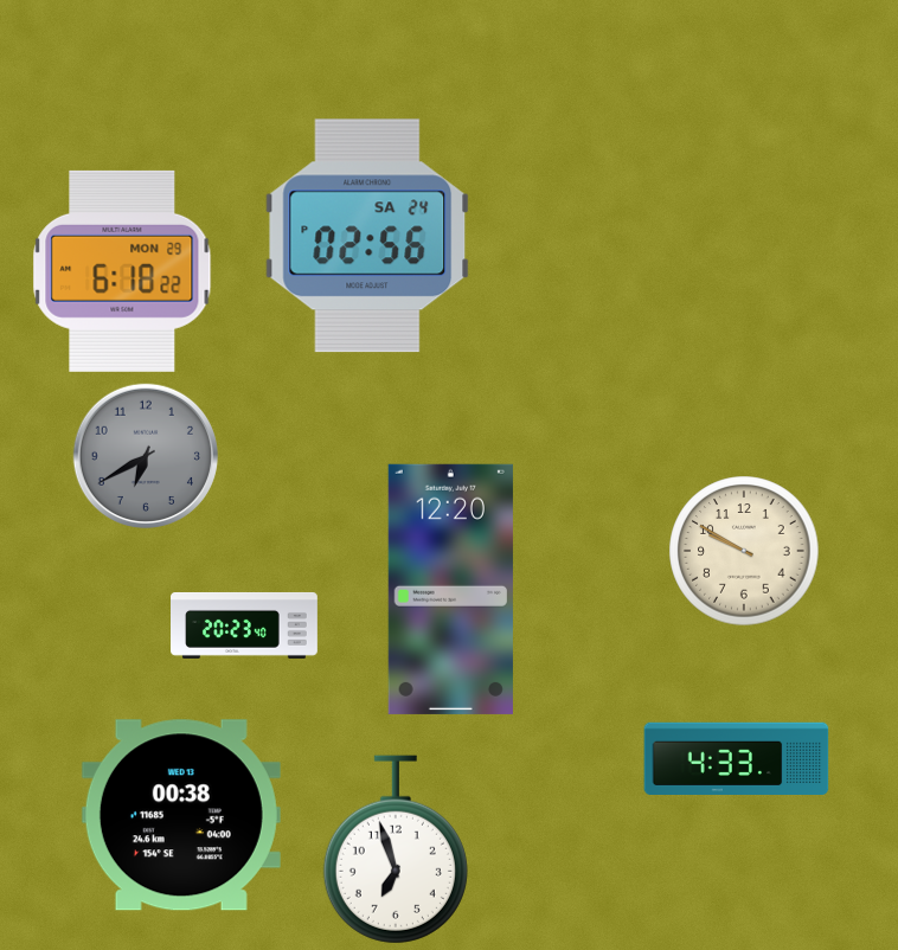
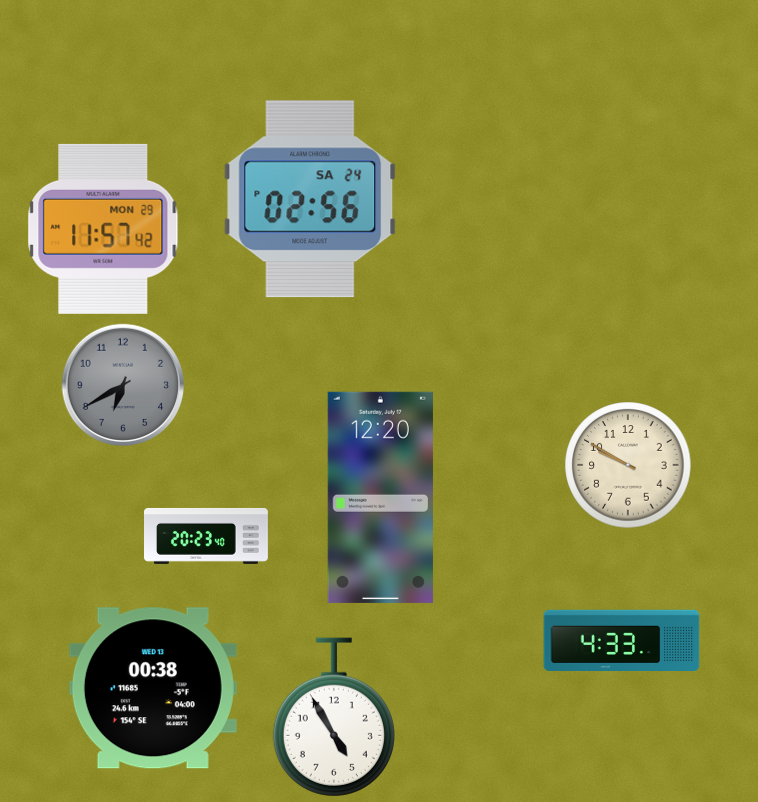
clock at (122, 271): 6:18 -> 11:57
clock at (245, 625) position: (245, 625) -> (207, 536)
clock at (396, 849): 6:57 -> 4:55
